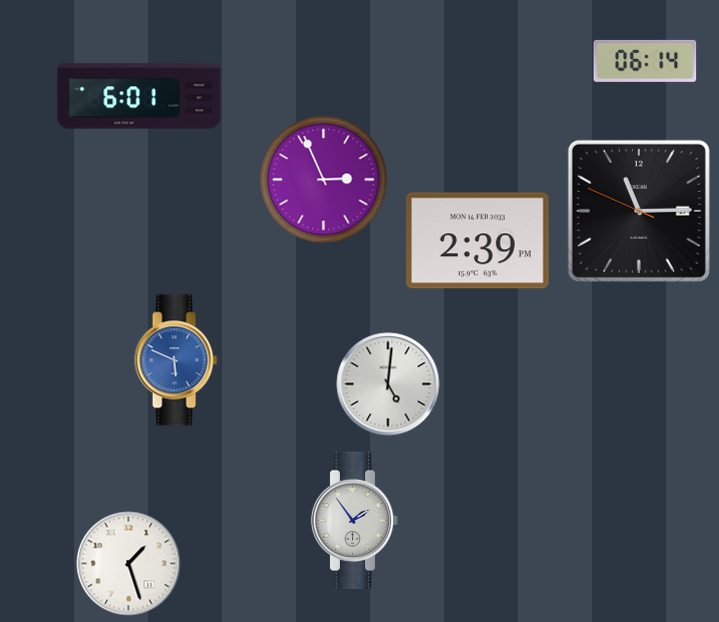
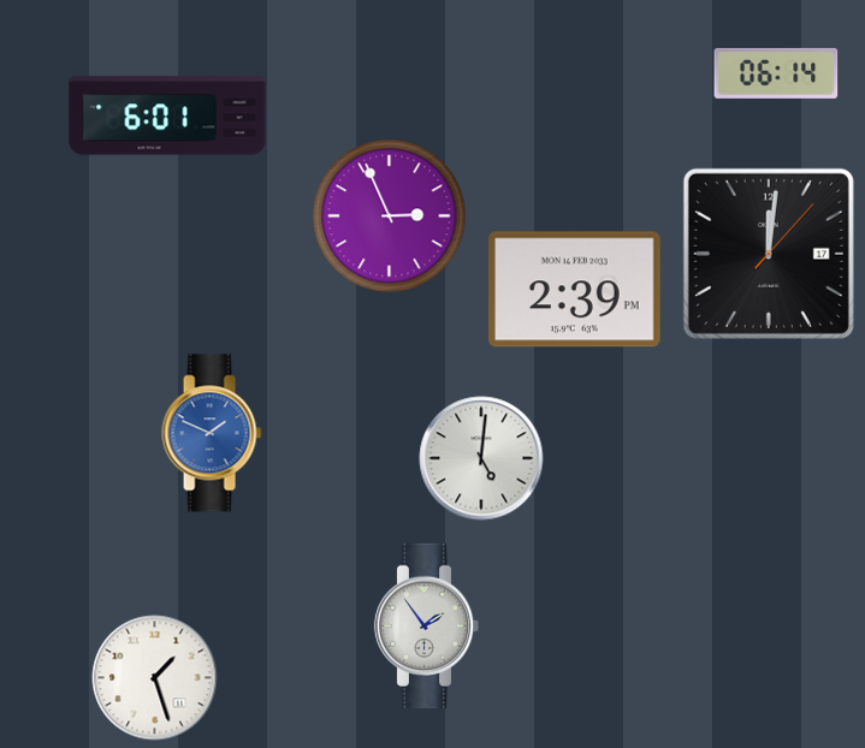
clock at (639, 211): 11:14 -> 12:01
clock at (176, 360): 5:49 -> 1:49
clock at (388, 384) position: (388, 384) -> (481, 458)
